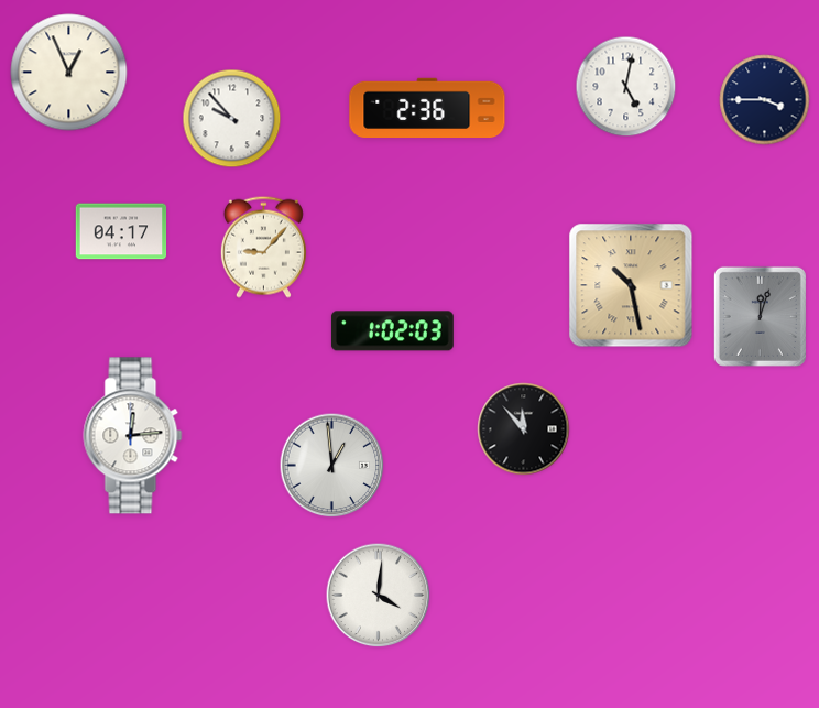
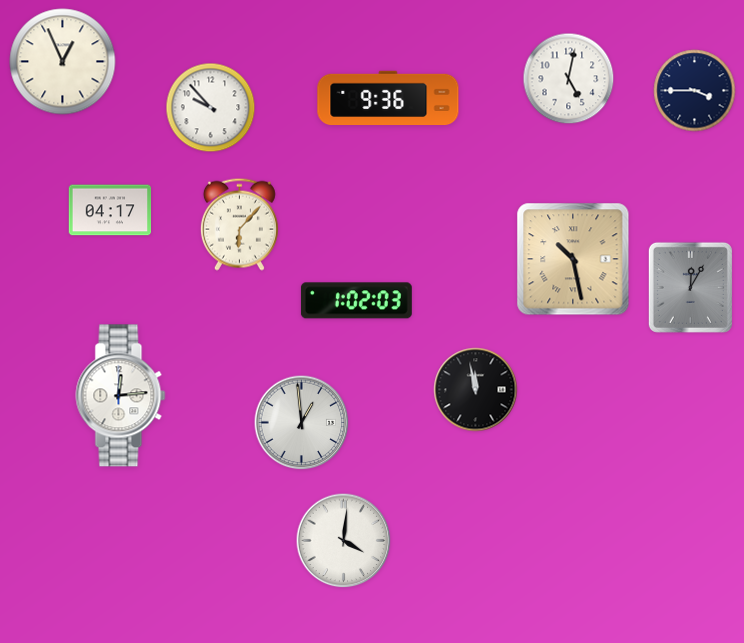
clock at (69, 73) position: (69, 73) -> (63, 62)
clock at (427, 108): 2:36 -> 9:36
clock at (263, 247): 9:07 -> 6:07
clock at (760, 316): 12:03 -> 12:05
clock at (524, 429): 11:53 -> 11:58
